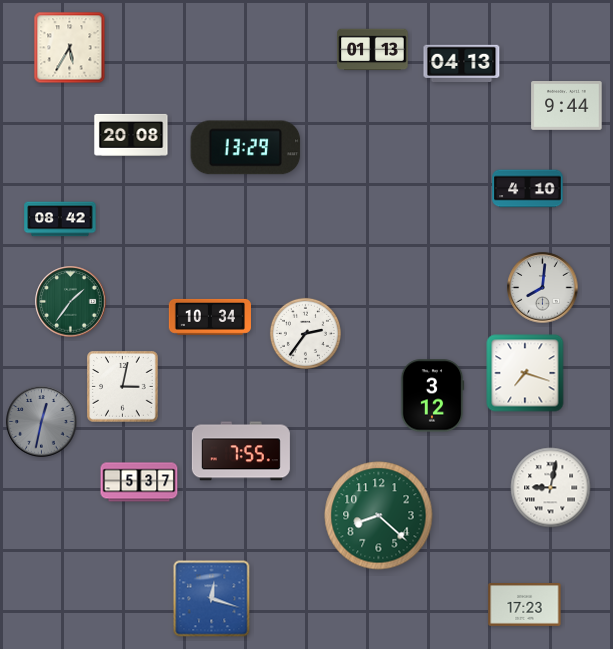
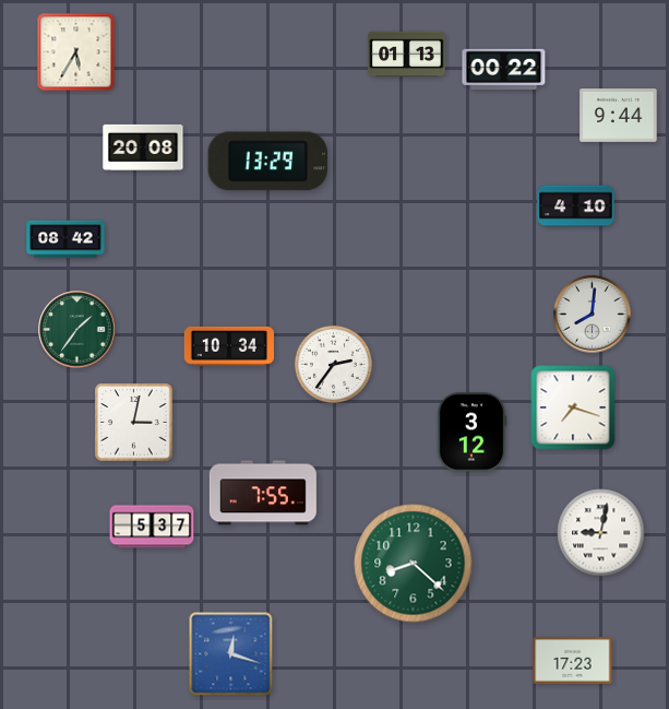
clock at (462, 63): 04:13 -> 00:22
clock at (42, 422): 12:32 -> none
